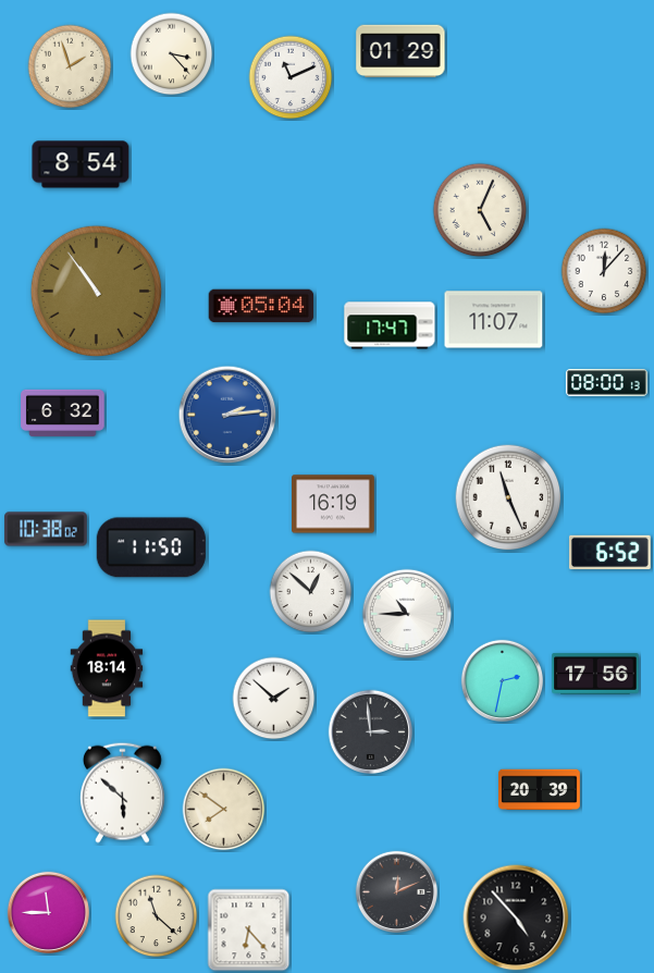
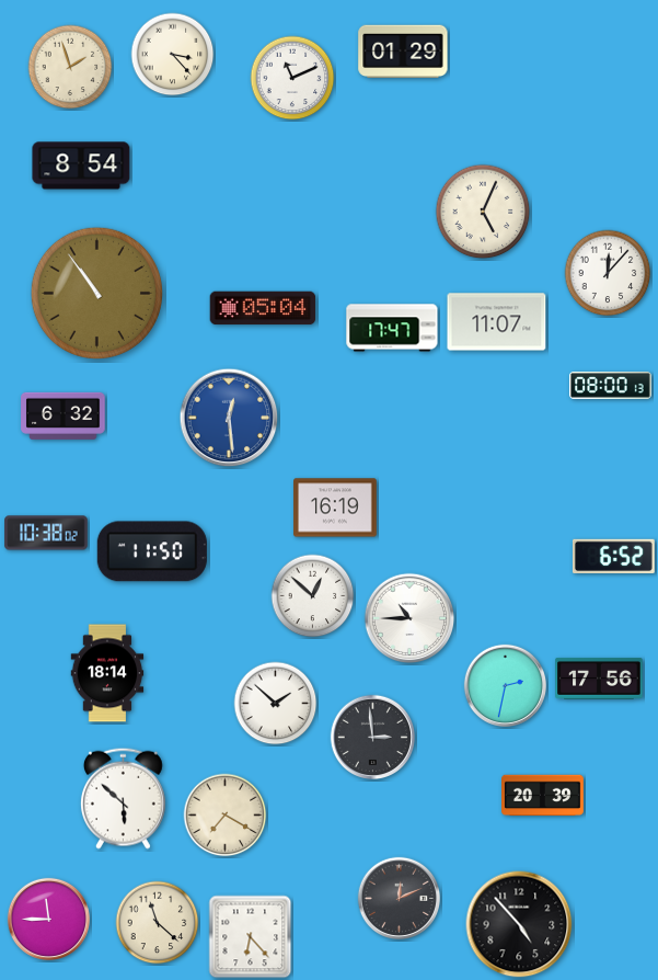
clock at (227, 415): 2:14 -> 12:29
clock at (508, 497): 11:26 -> none
clock at (224, 810): 7:51 -> 7:20
